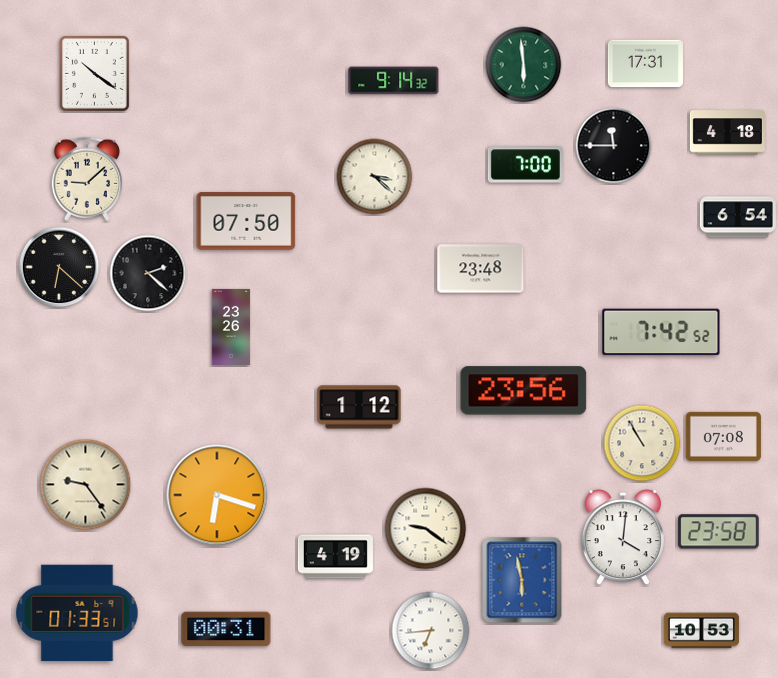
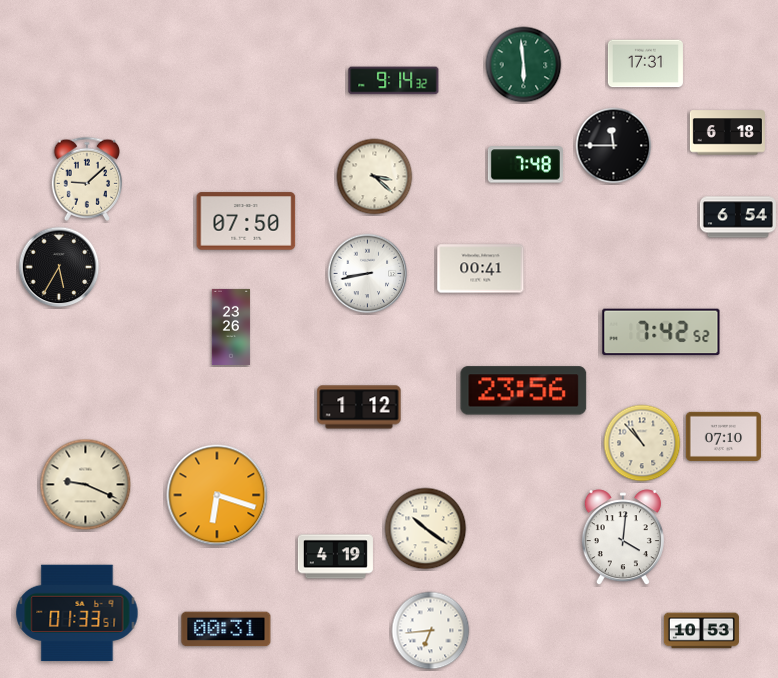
clock at (94, 74): 10:21 -> none
clock at (727, 133): 4:18 -> 6:18
clock at (525, 165): 7:00 -> 7:48
clock at (59, 267): 6:22 -> 5:35
clock at (481, 269): 23:48 -> 00:41
clock at (148, 273): 2:22 -> none
clock at (368, 274): none -> 8:43
clock at (723, 436): 07:08 -> 07:10
clock at (642, 443): 10:55 -> 10:53
clock at (86, 485): 9:24 -> 9:19
clock at (426, 529): 9:21 -> 10:21
clock at (719, 532): 23:58 -> none
clock at (522, 580): 5:58 -> none
